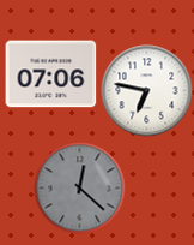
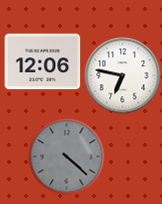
clock at (51, 74): 07:06 -> 12:06
clock at (80, 189): 12:22 -> 4:22
